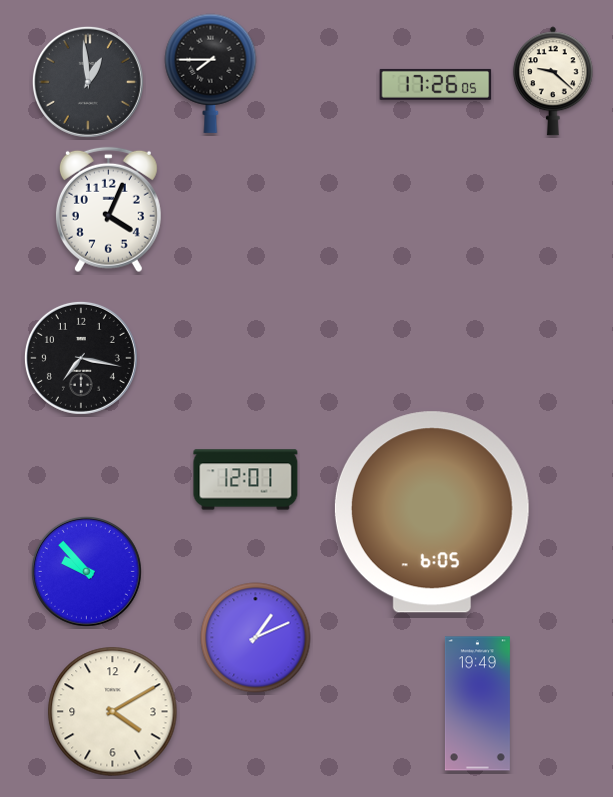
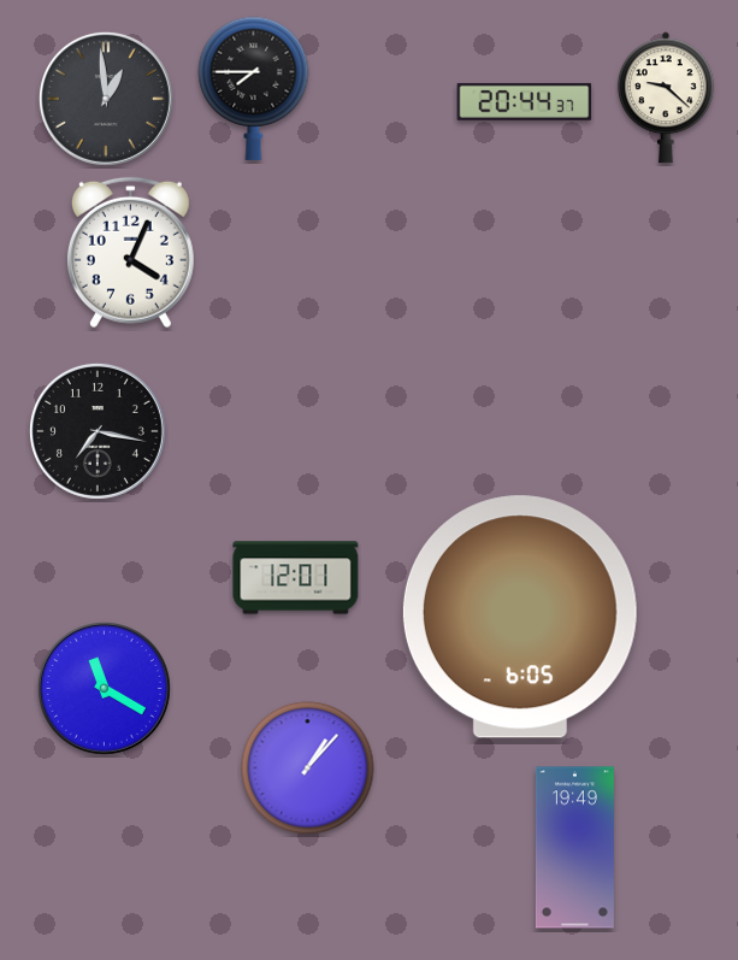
clock at (436, 84): 17:26 -> 20:44
clock at (86, 571): 9:53 -> 11:20
clock at (256, 638): 1:11 -> 1:07
clock at (113, 712): 4:10 -> none
